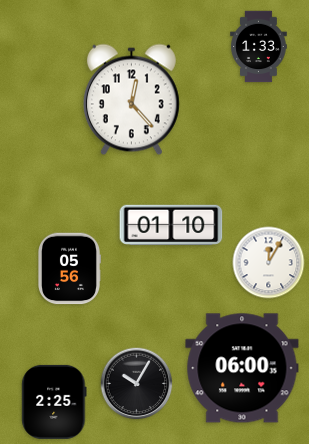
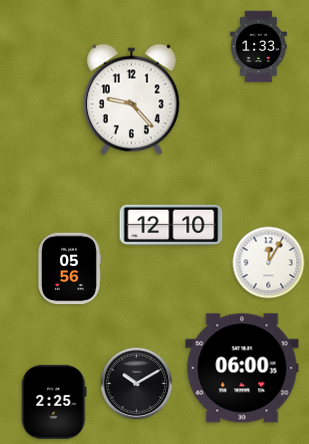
clock at (131, 100): 12:23 -> 9:23
clock at (171, 225): 01:10 -> 12:10
clock at (137, 384): 10:05 -> 10:10
